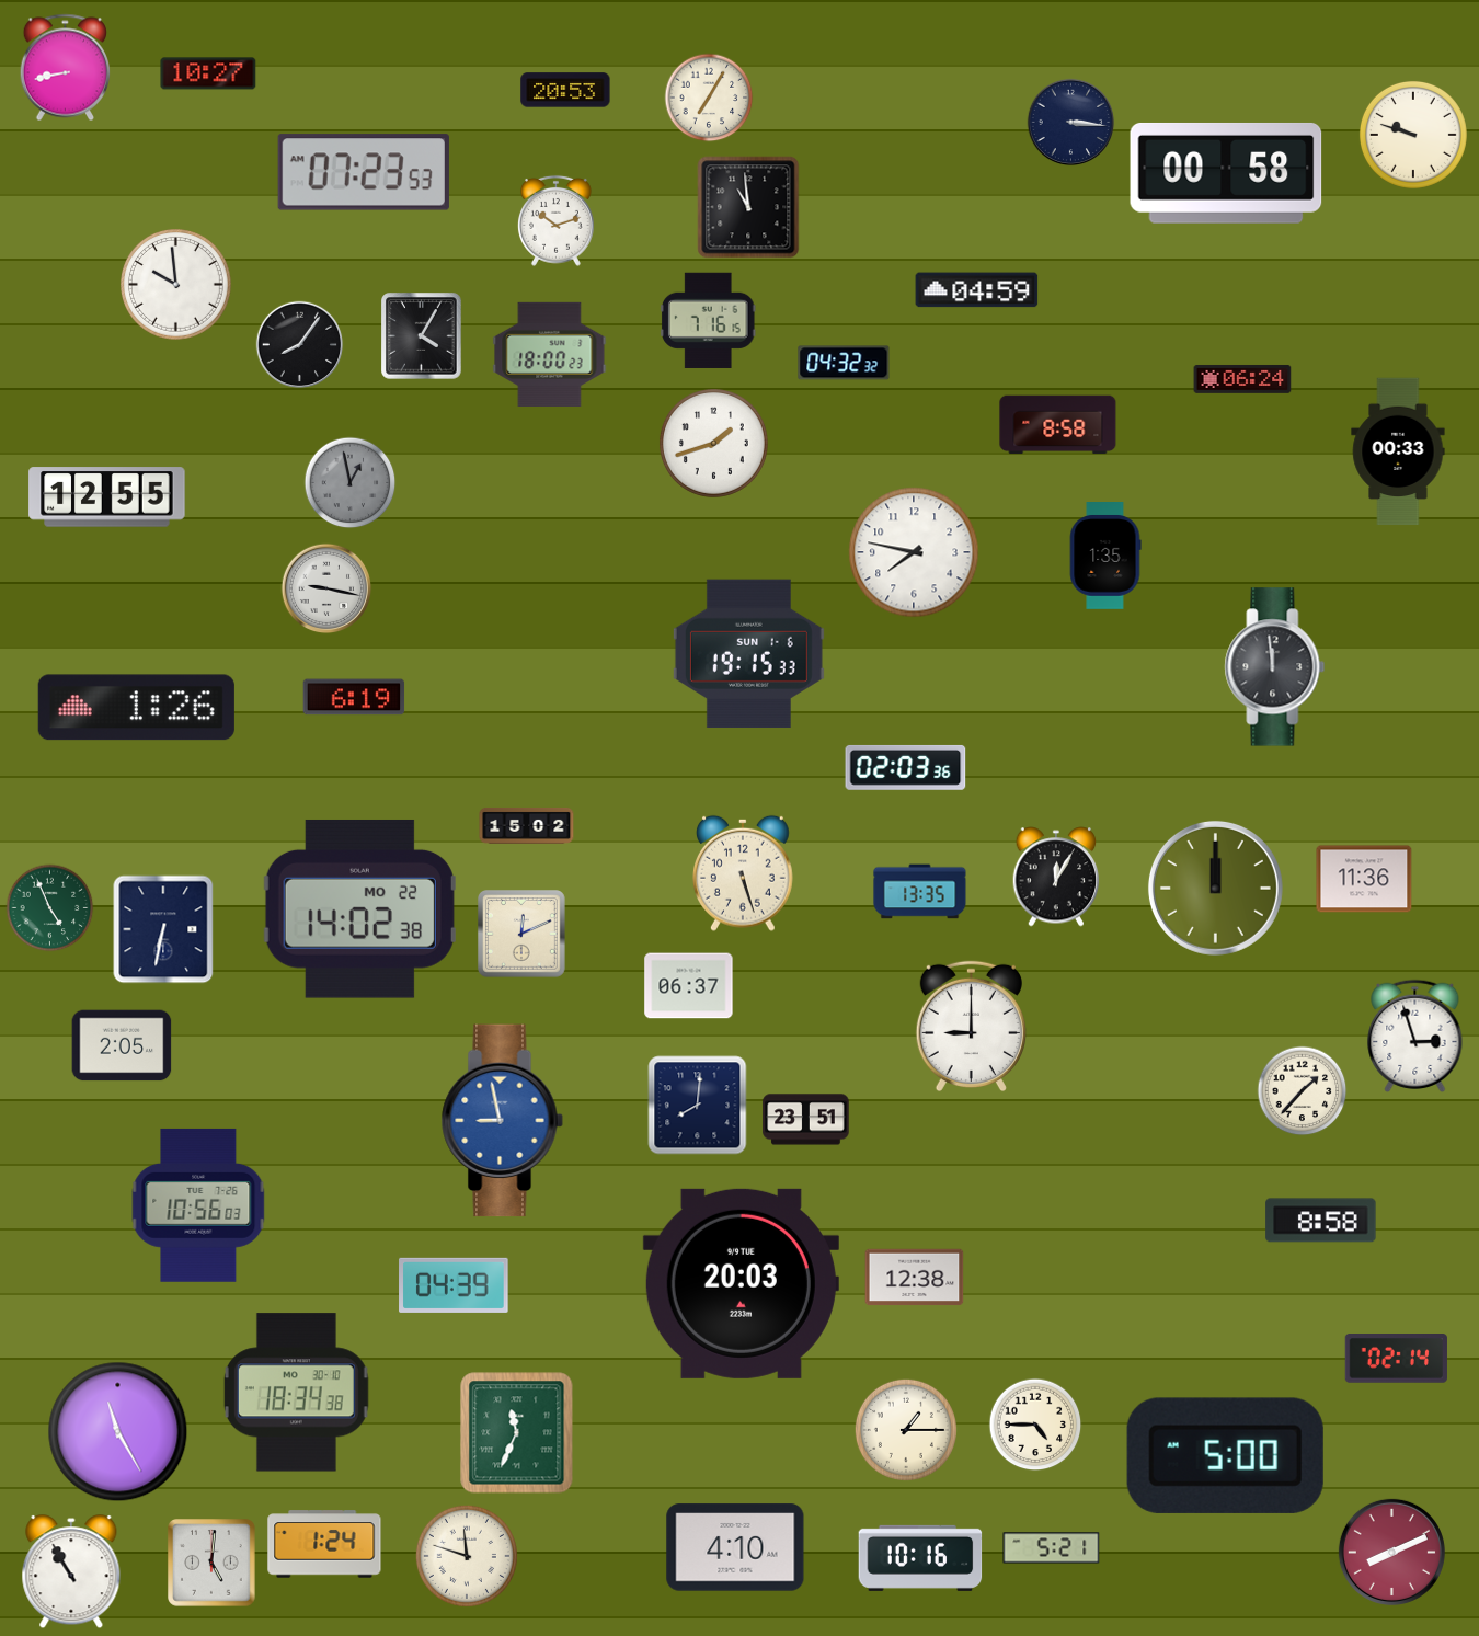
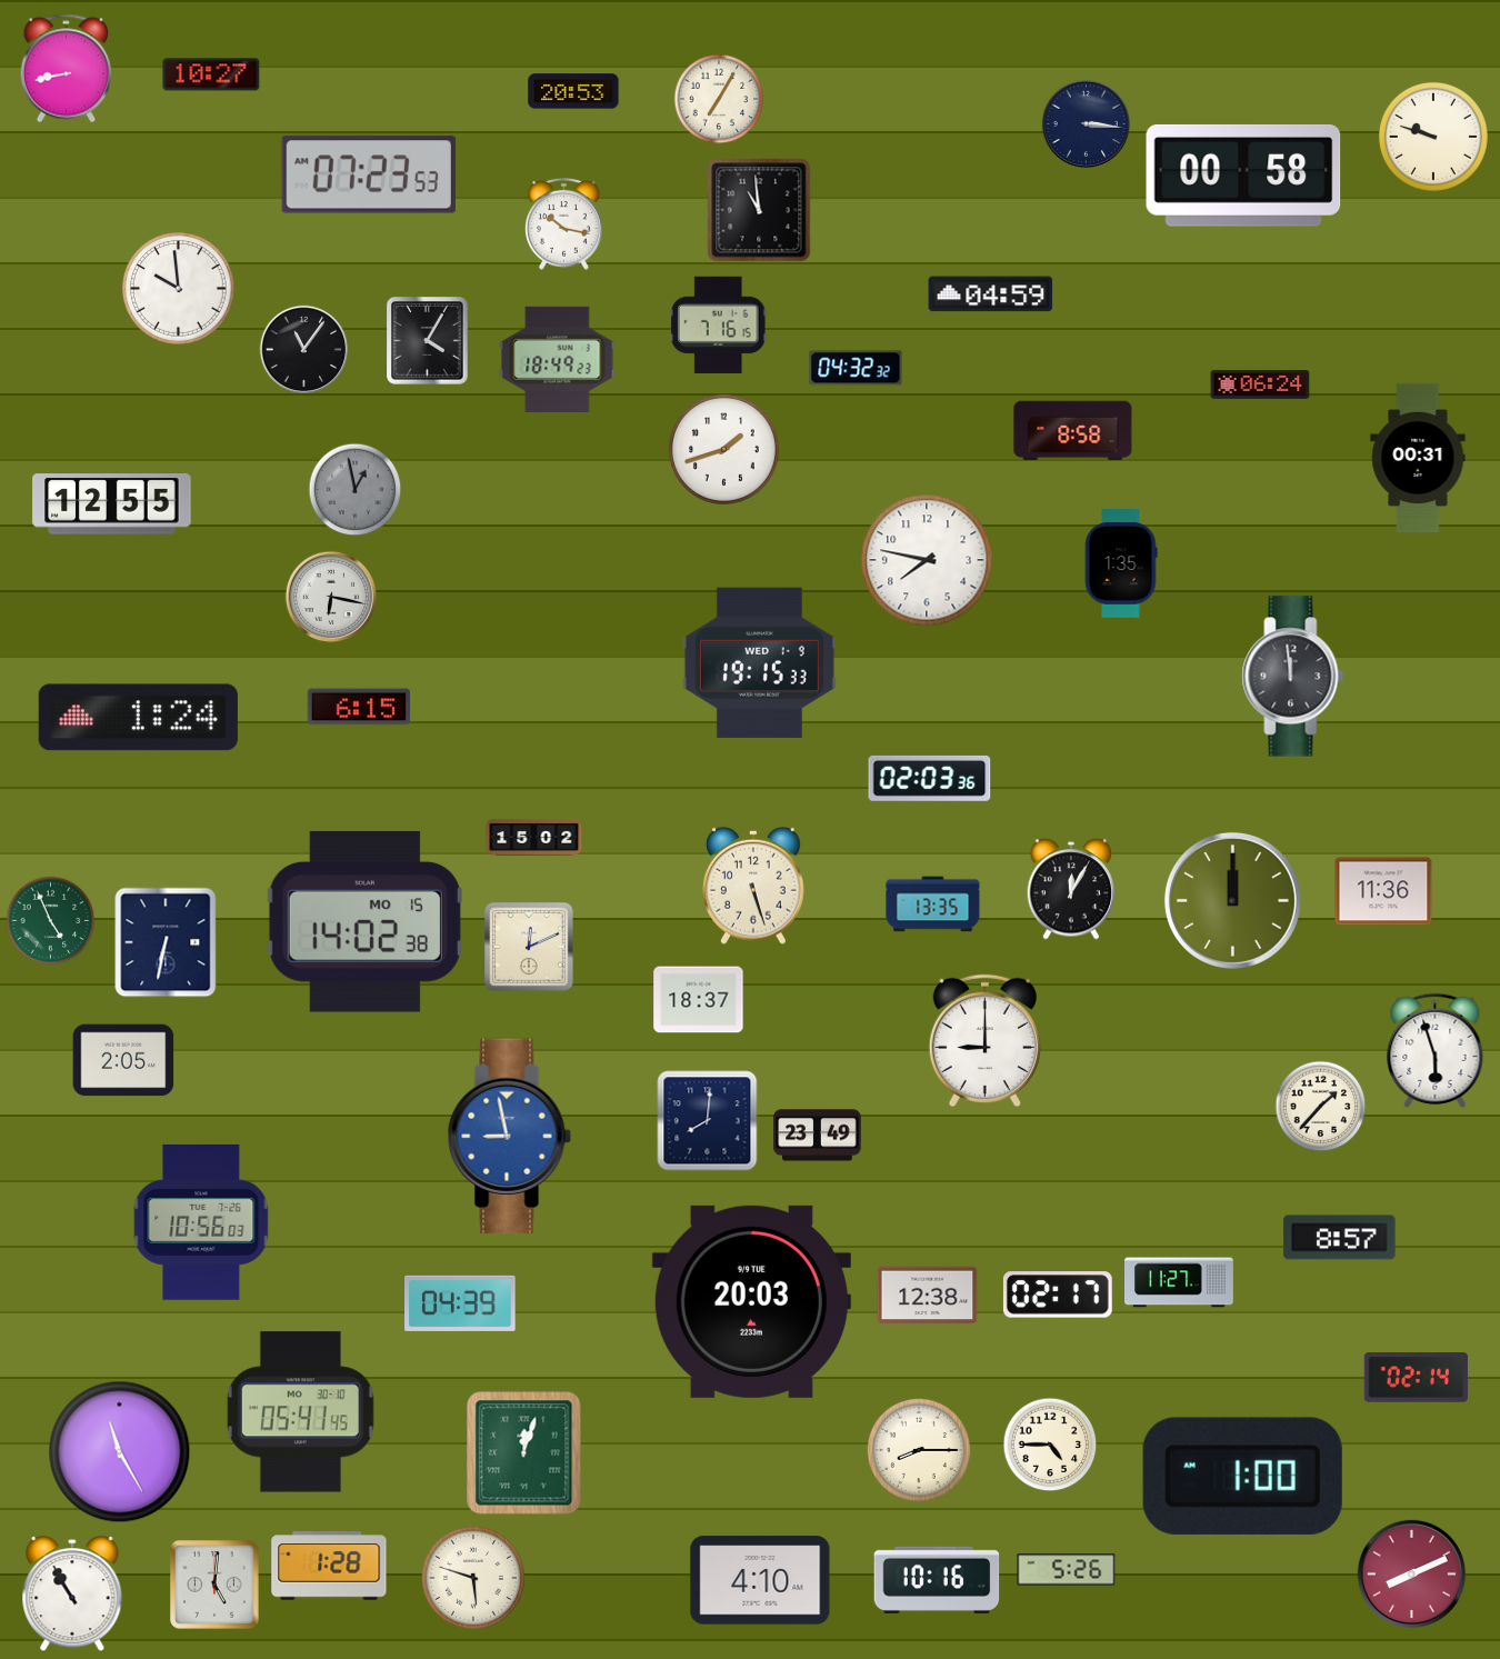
clock at (555, 220): 10:12 -> 10:17
clock at (300, 345): 8:06 -> 11:06
clock at (550, 354): 18:00 -> 18:49
clock at (1398, 451): 00:33 -> 00:31
clock at (107, 497) position: (107, 497) -> (112, 504)
clock at (326, 588): 9:17 -> 6:17
clock at (748, 654) date: SUN 1-6 -> WED 1-9
clock at (354, 697): 6:19 -> 6:15
clock at (136, 708): 1:26 -> 1:24
clock at (906, 767) position: (906, 767) -> (930, 778)
clock at (359, 908) date: MO 22 -> MO 15
clock at (689, 986): 06:37 -> 18:37
clock at (1415, 1036): 2:57 -> 5:57
clock at (806, 1120): 23:51 -> 23:49
clock at (1321, 1221): 8:58 -> 8:57
clock at (1180, 1282): none -> 11:27
clock at (1058, 1295): none -> 02:17
clock at (296, 1393): 18:34 -> 05:41
clock at (906, 1430): 1:15 -> 8:15
clock at (517, 1433): 11:34 -> 12:03
clock at (1225, 1455): 5:00 -> 1:00
clock at (324, 1544): 1:24 -> 1:28
clock at (735, 1547) position: (735, 1547) -> (760, 1580)
clock at (1052, 1548): 5:21 -> 5:26
clock at (467, 1556): 11:48 -> 5:48
clock at (920, 1558) position: (920, 1558) -> (937, 1580)
